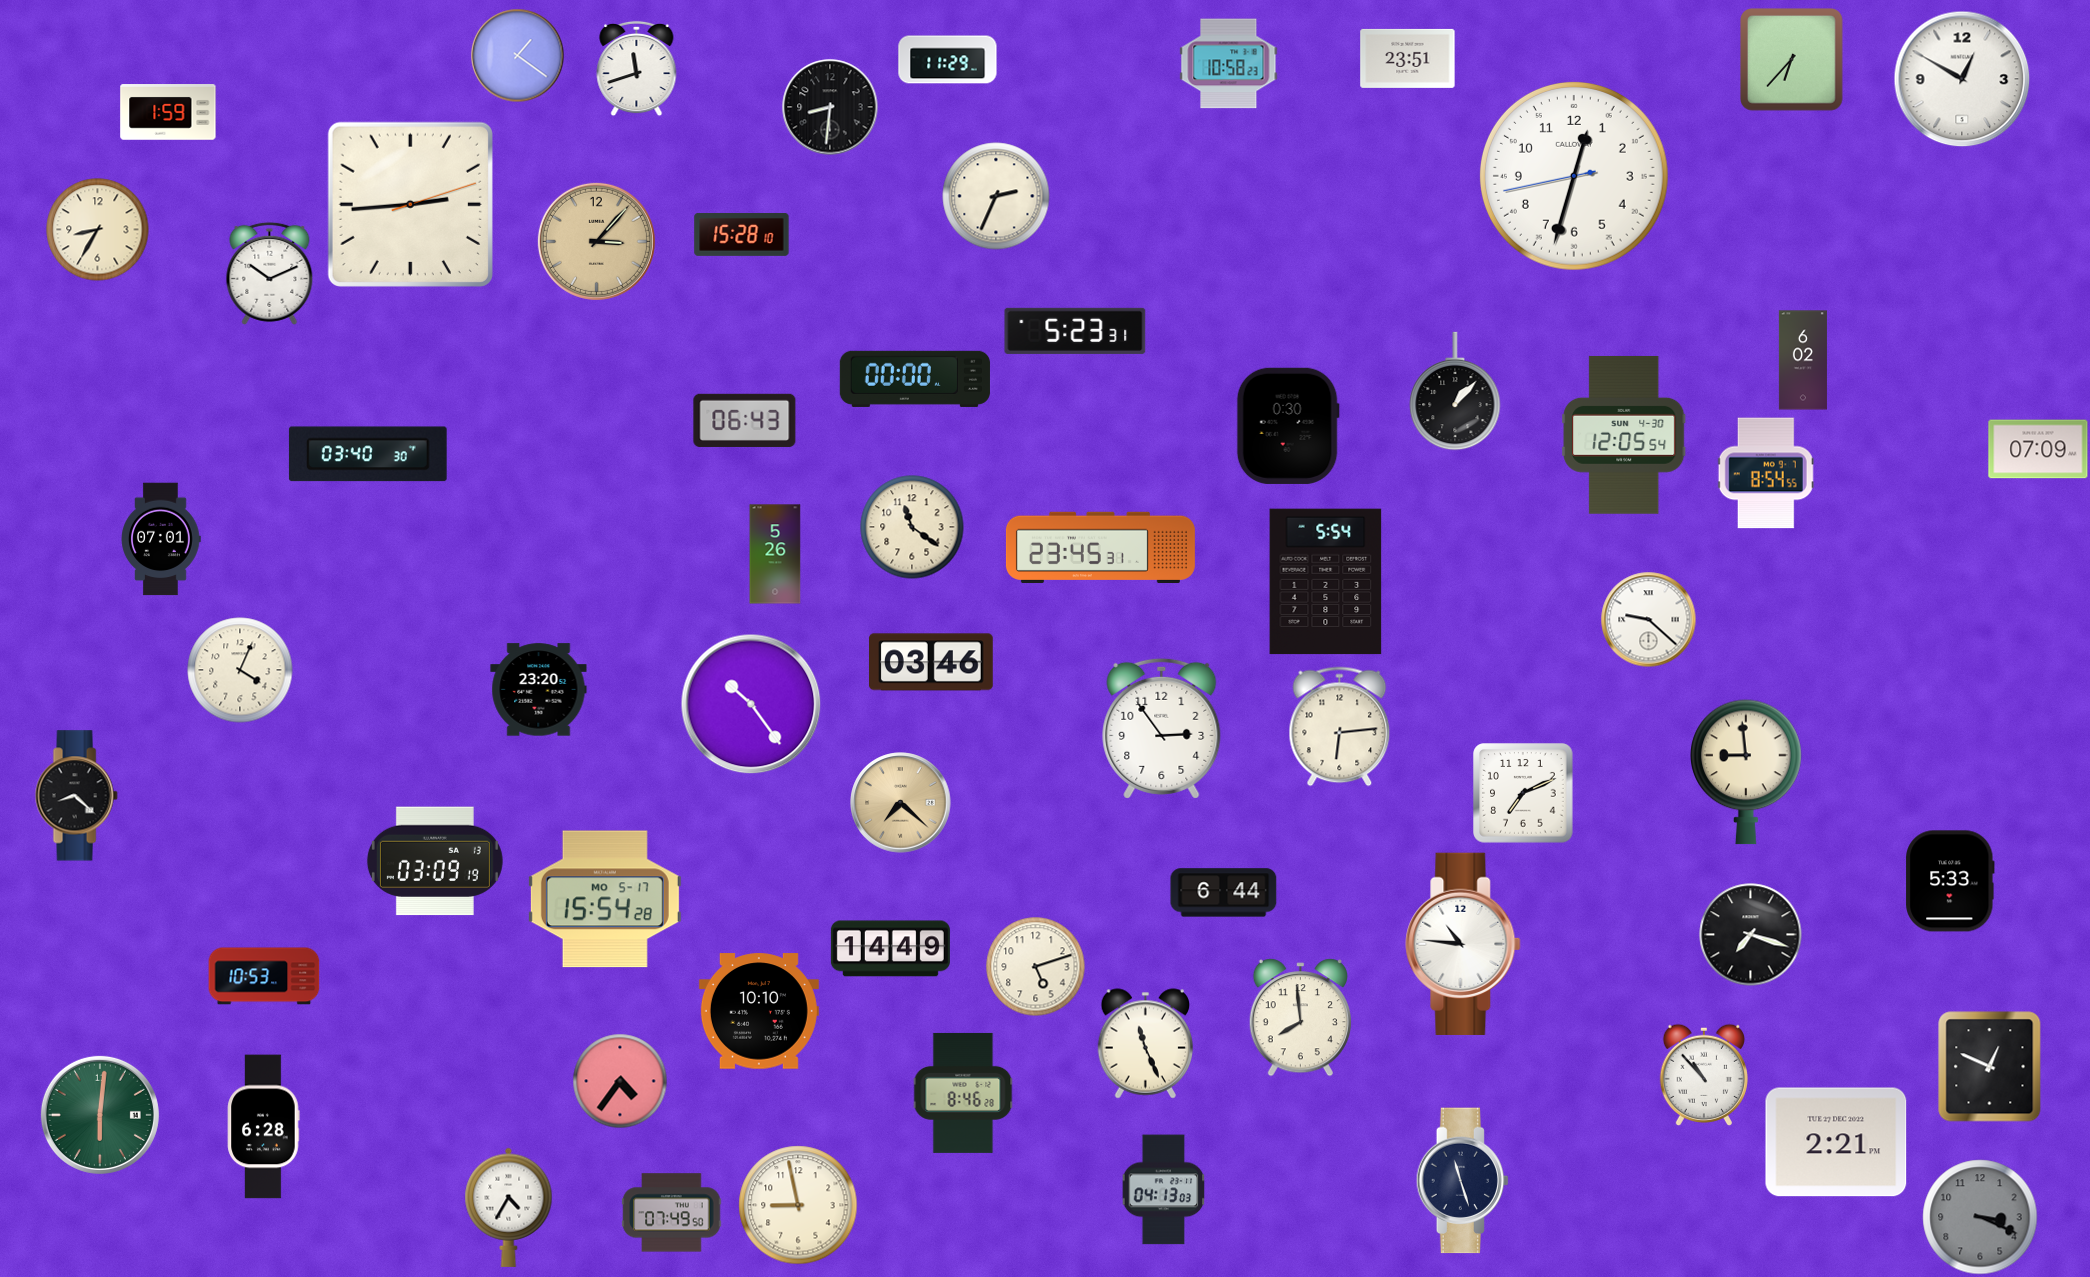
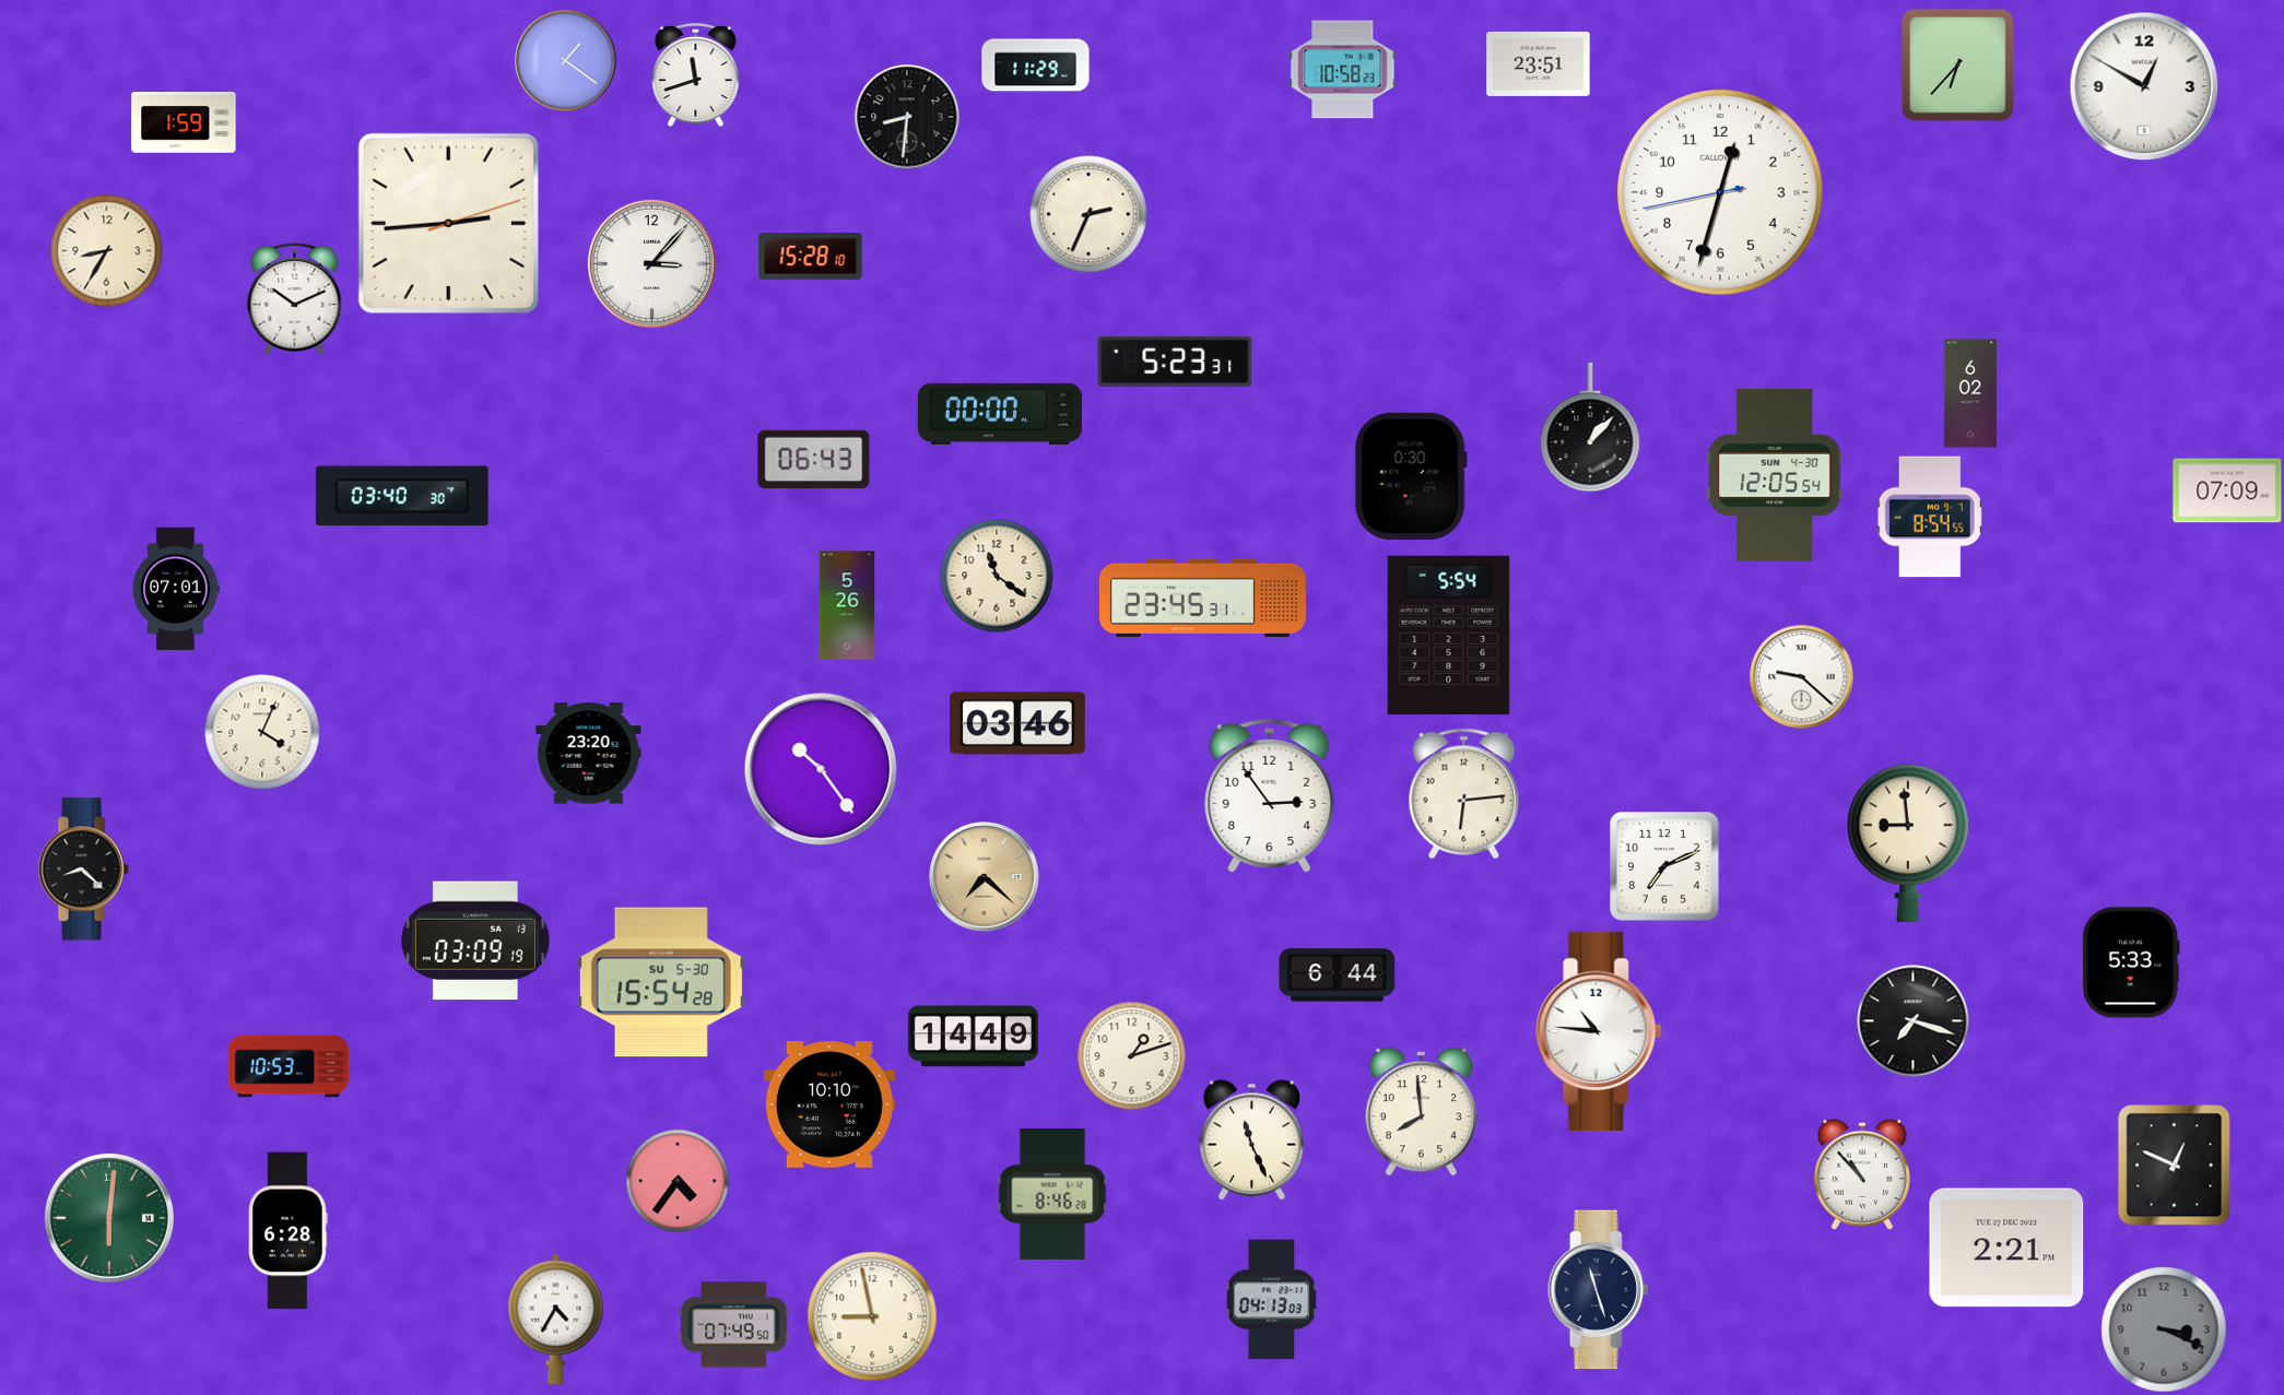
clock at (596, 241) dial: champagne -> white
clock at (1288, 426) position: (1288, 426) -> (1411, 476)
clock at (605, 899) date: MO 5-17 -> SU 5-30
clock at (1036, 967): 5:12 -> 1:12
